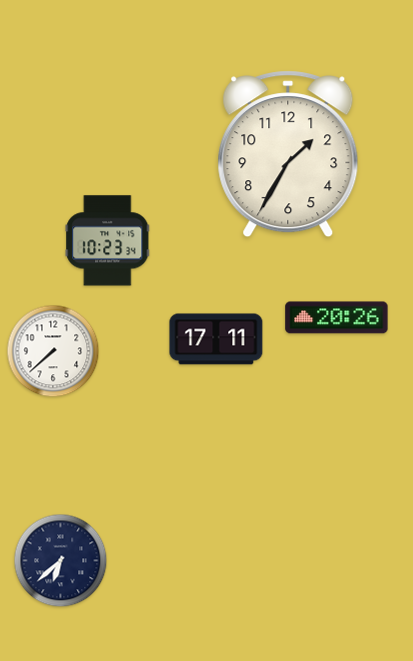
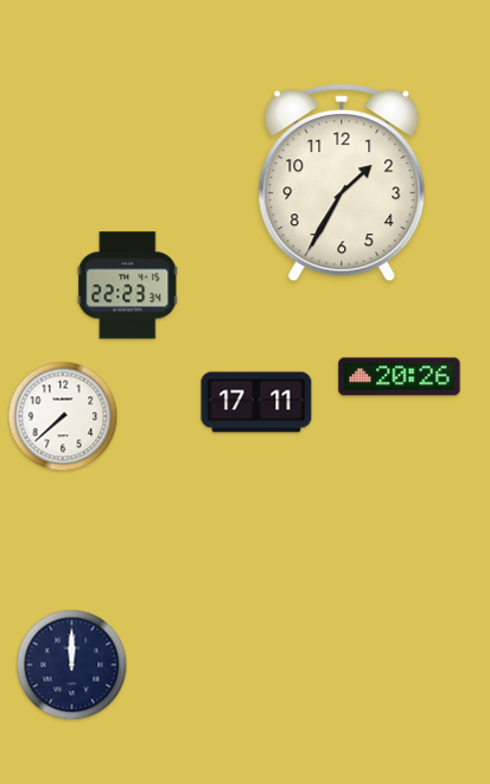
clock at (108, 241): 10:23 -> 22:23
clock at (61, 561): 6:38 -> 12:00
